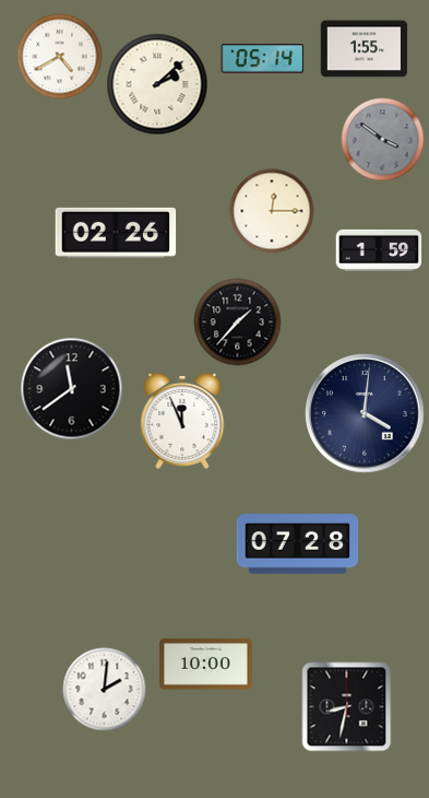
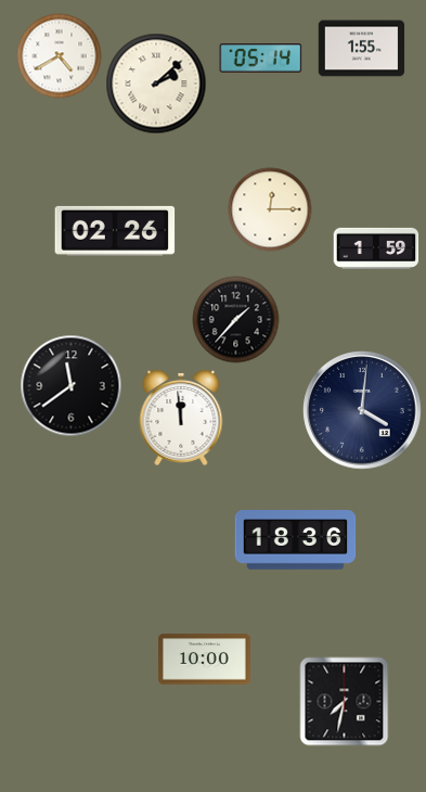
clock at (383, 140): 3:51 -> none
clock at (182, 421): 11:56 -> 11:59
clock at (298, 544): 07:28 -> 18:36
clock at (105, 690): 2:01 -> none
clock at (347, 707): 8:32 -> 7:32
